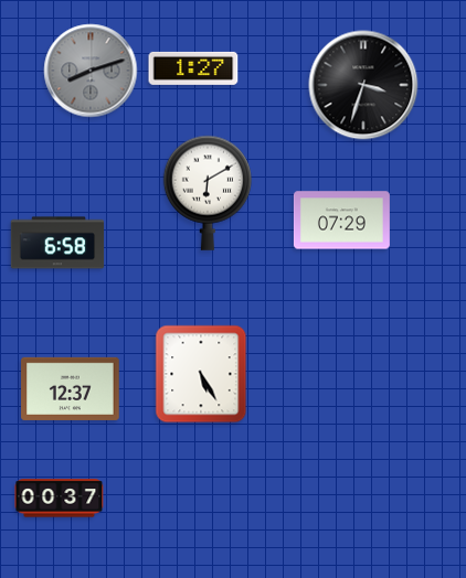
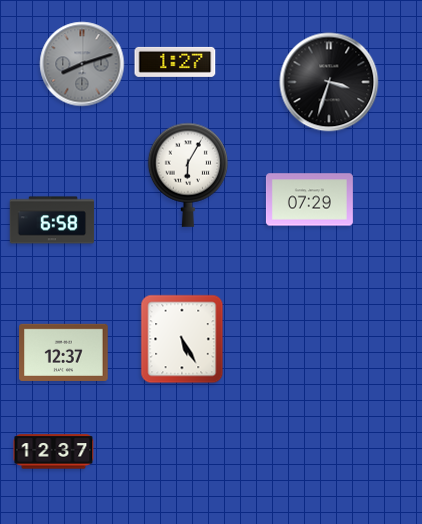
clock at (363, 85) position: (363, 85) -> (329, 82)
clock at (208, 193): 6:10 -> 6:05
clock at (60, 499): 00:37 -> 12:37
